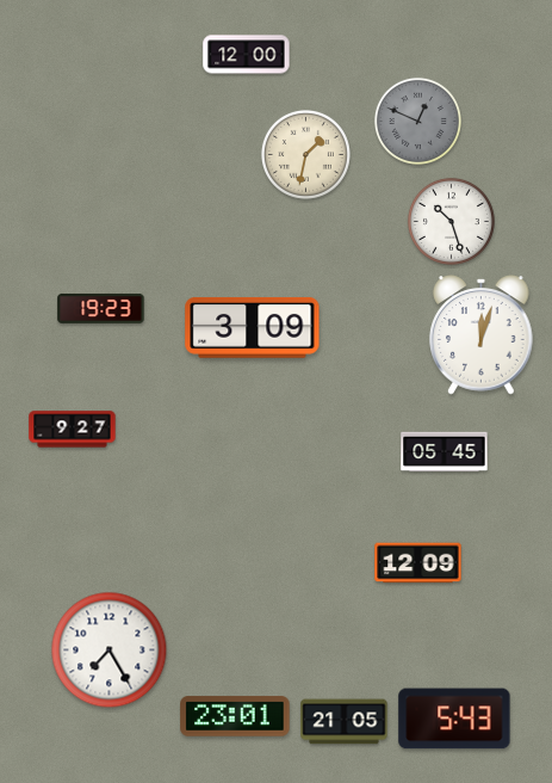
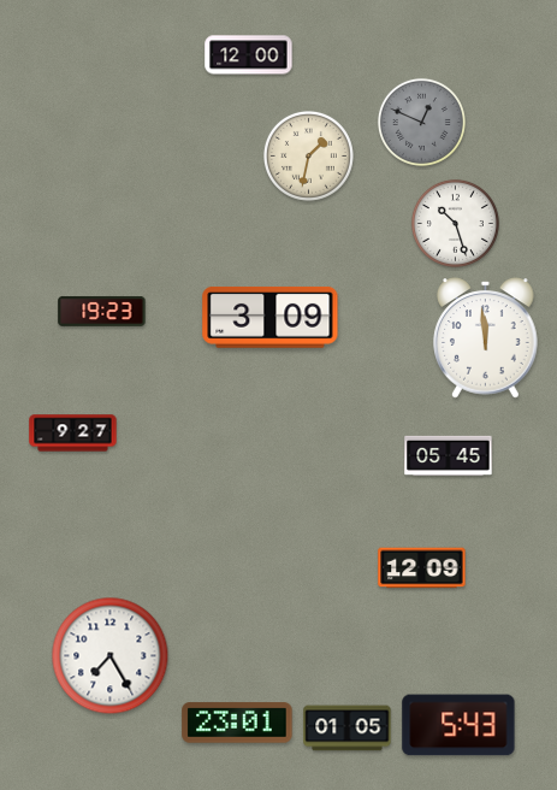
clock at (253, 327) position: (253, 327) -> (271, 317)
clock at (482, 335): 12:03 -> 11:59
clock at (345, 722): 21:05 -> 01:05
